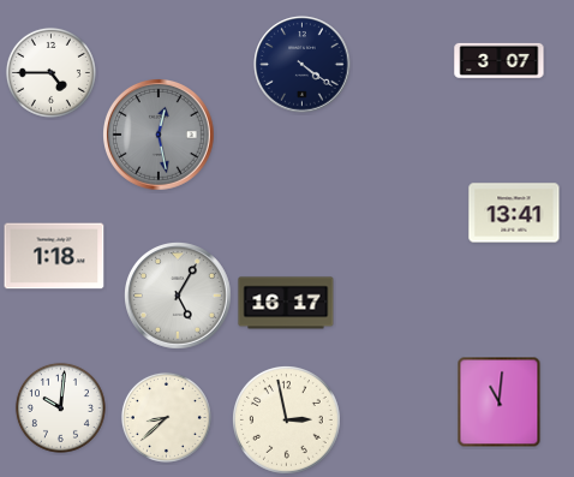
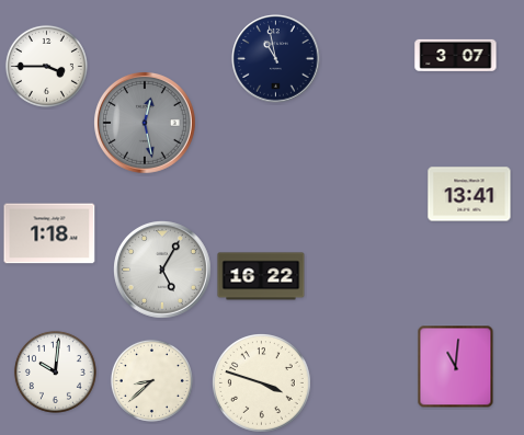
clock at (303, 65): 4:21 -> 10:58
clock at (50, 72): 4:45 -> 3:45
clock at (286, 303): 16:17 -> 16:22
clock at (287, 421): 2:58 -> 3:48
